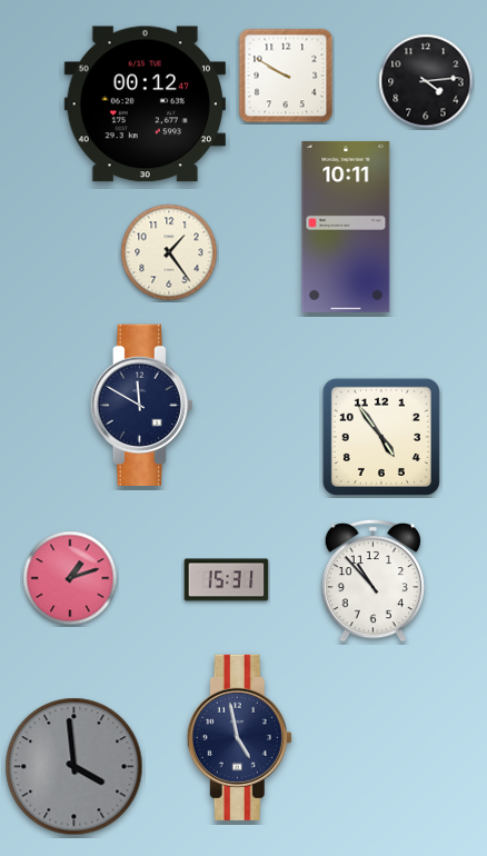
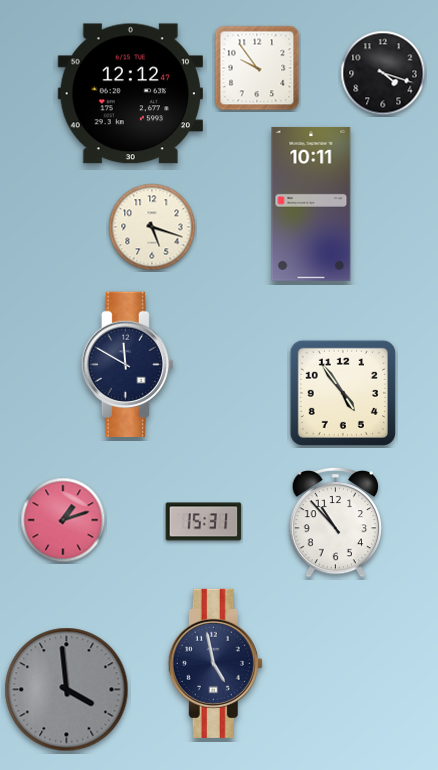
clock at (286, 76): 9:50 -> 9:54
clock at (426, 81): 4:14 -> 4:18
clock at (145, 104): 00:12 -> 12:12
clock at (169, 252): 1:24 -> 5:18
